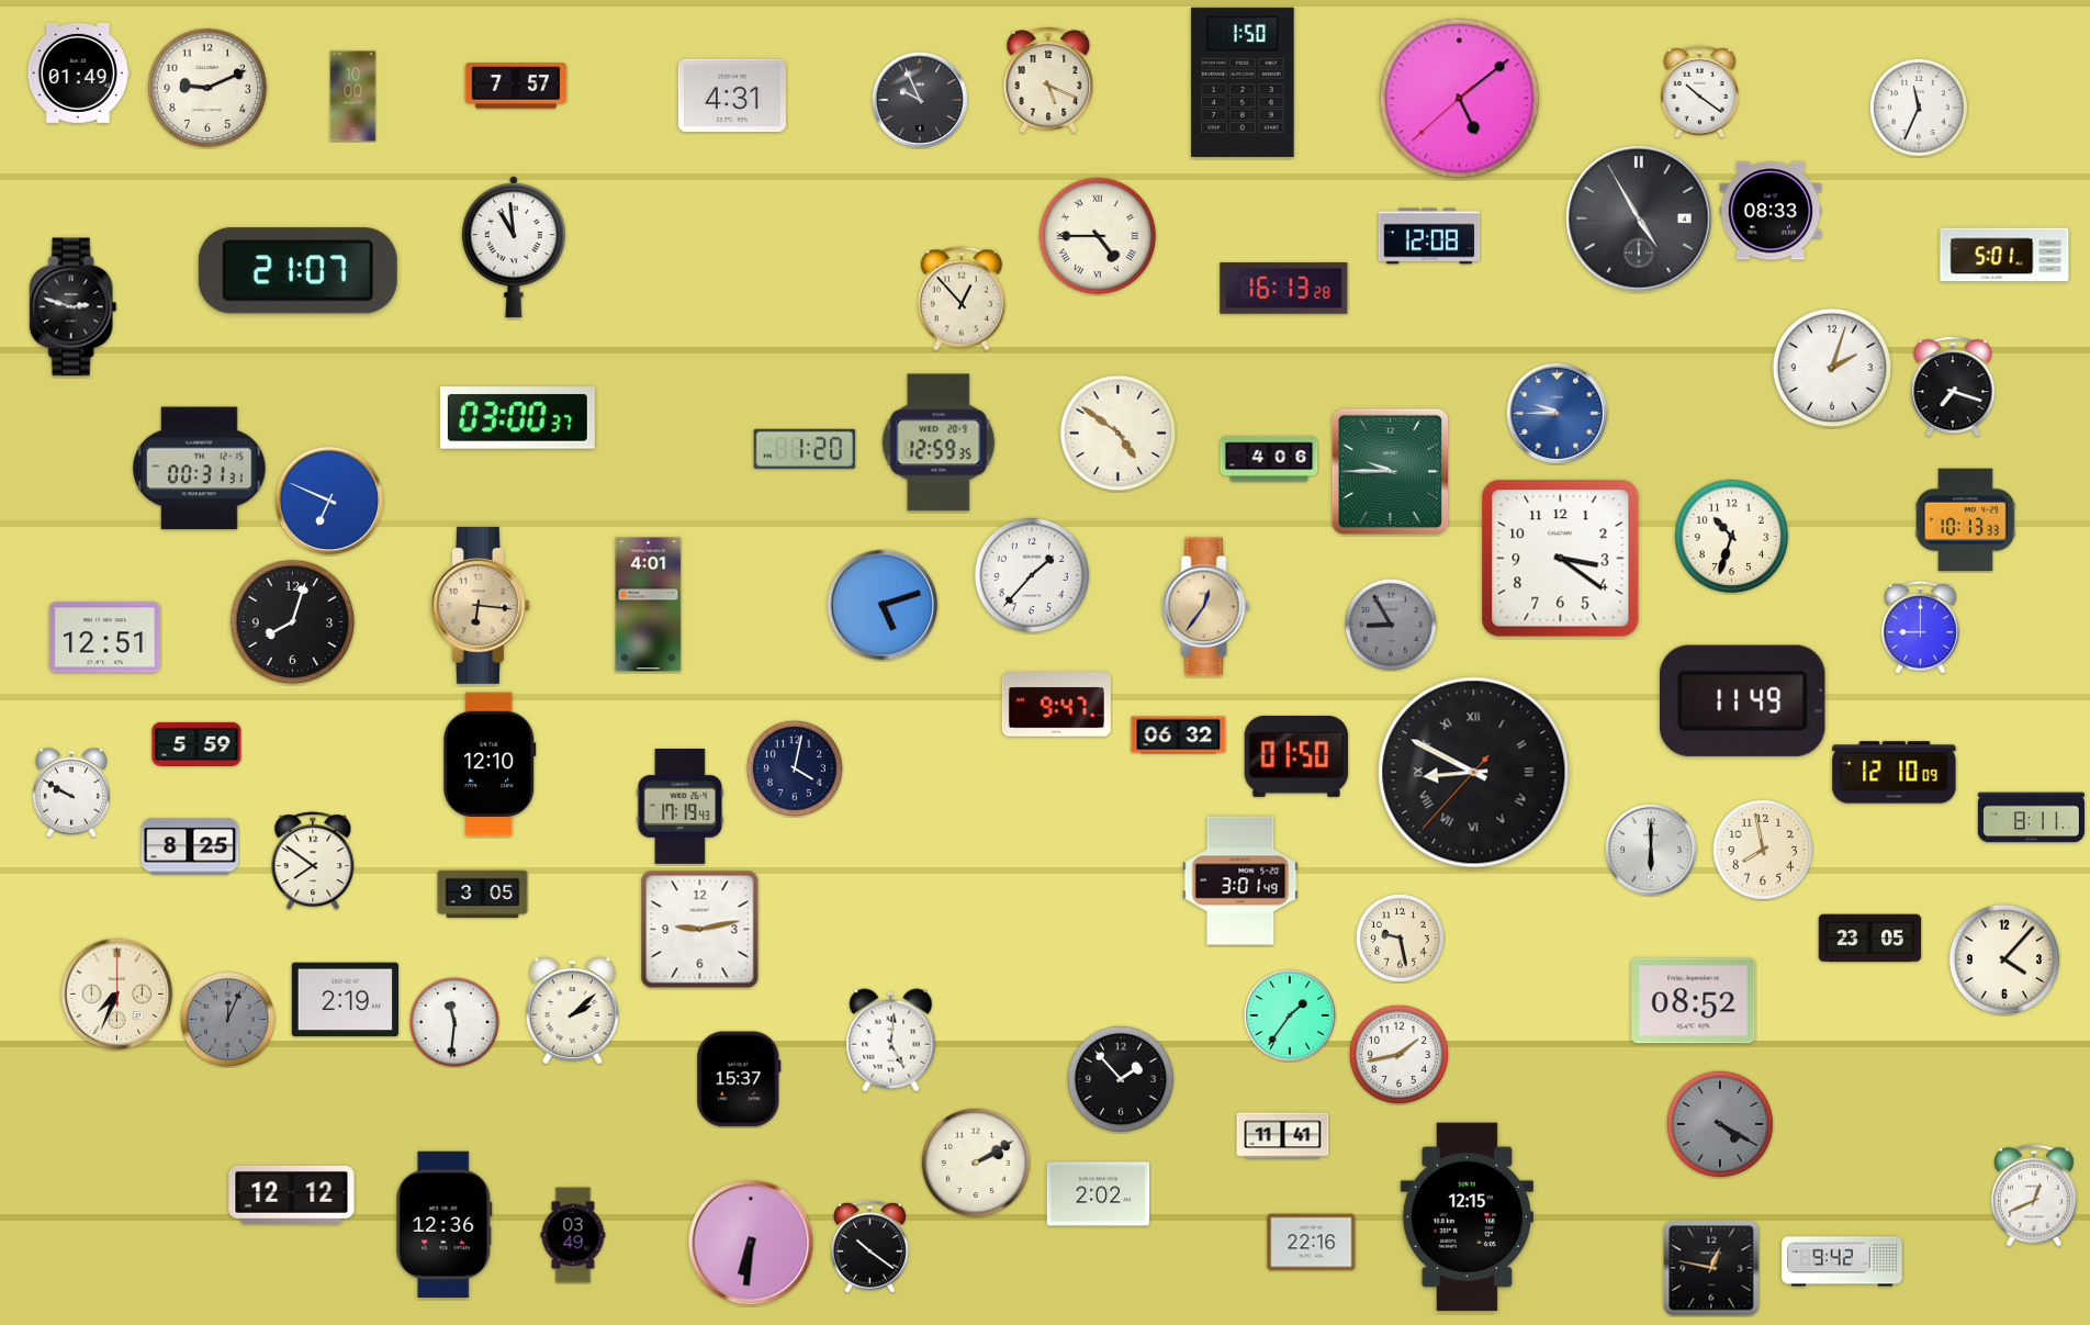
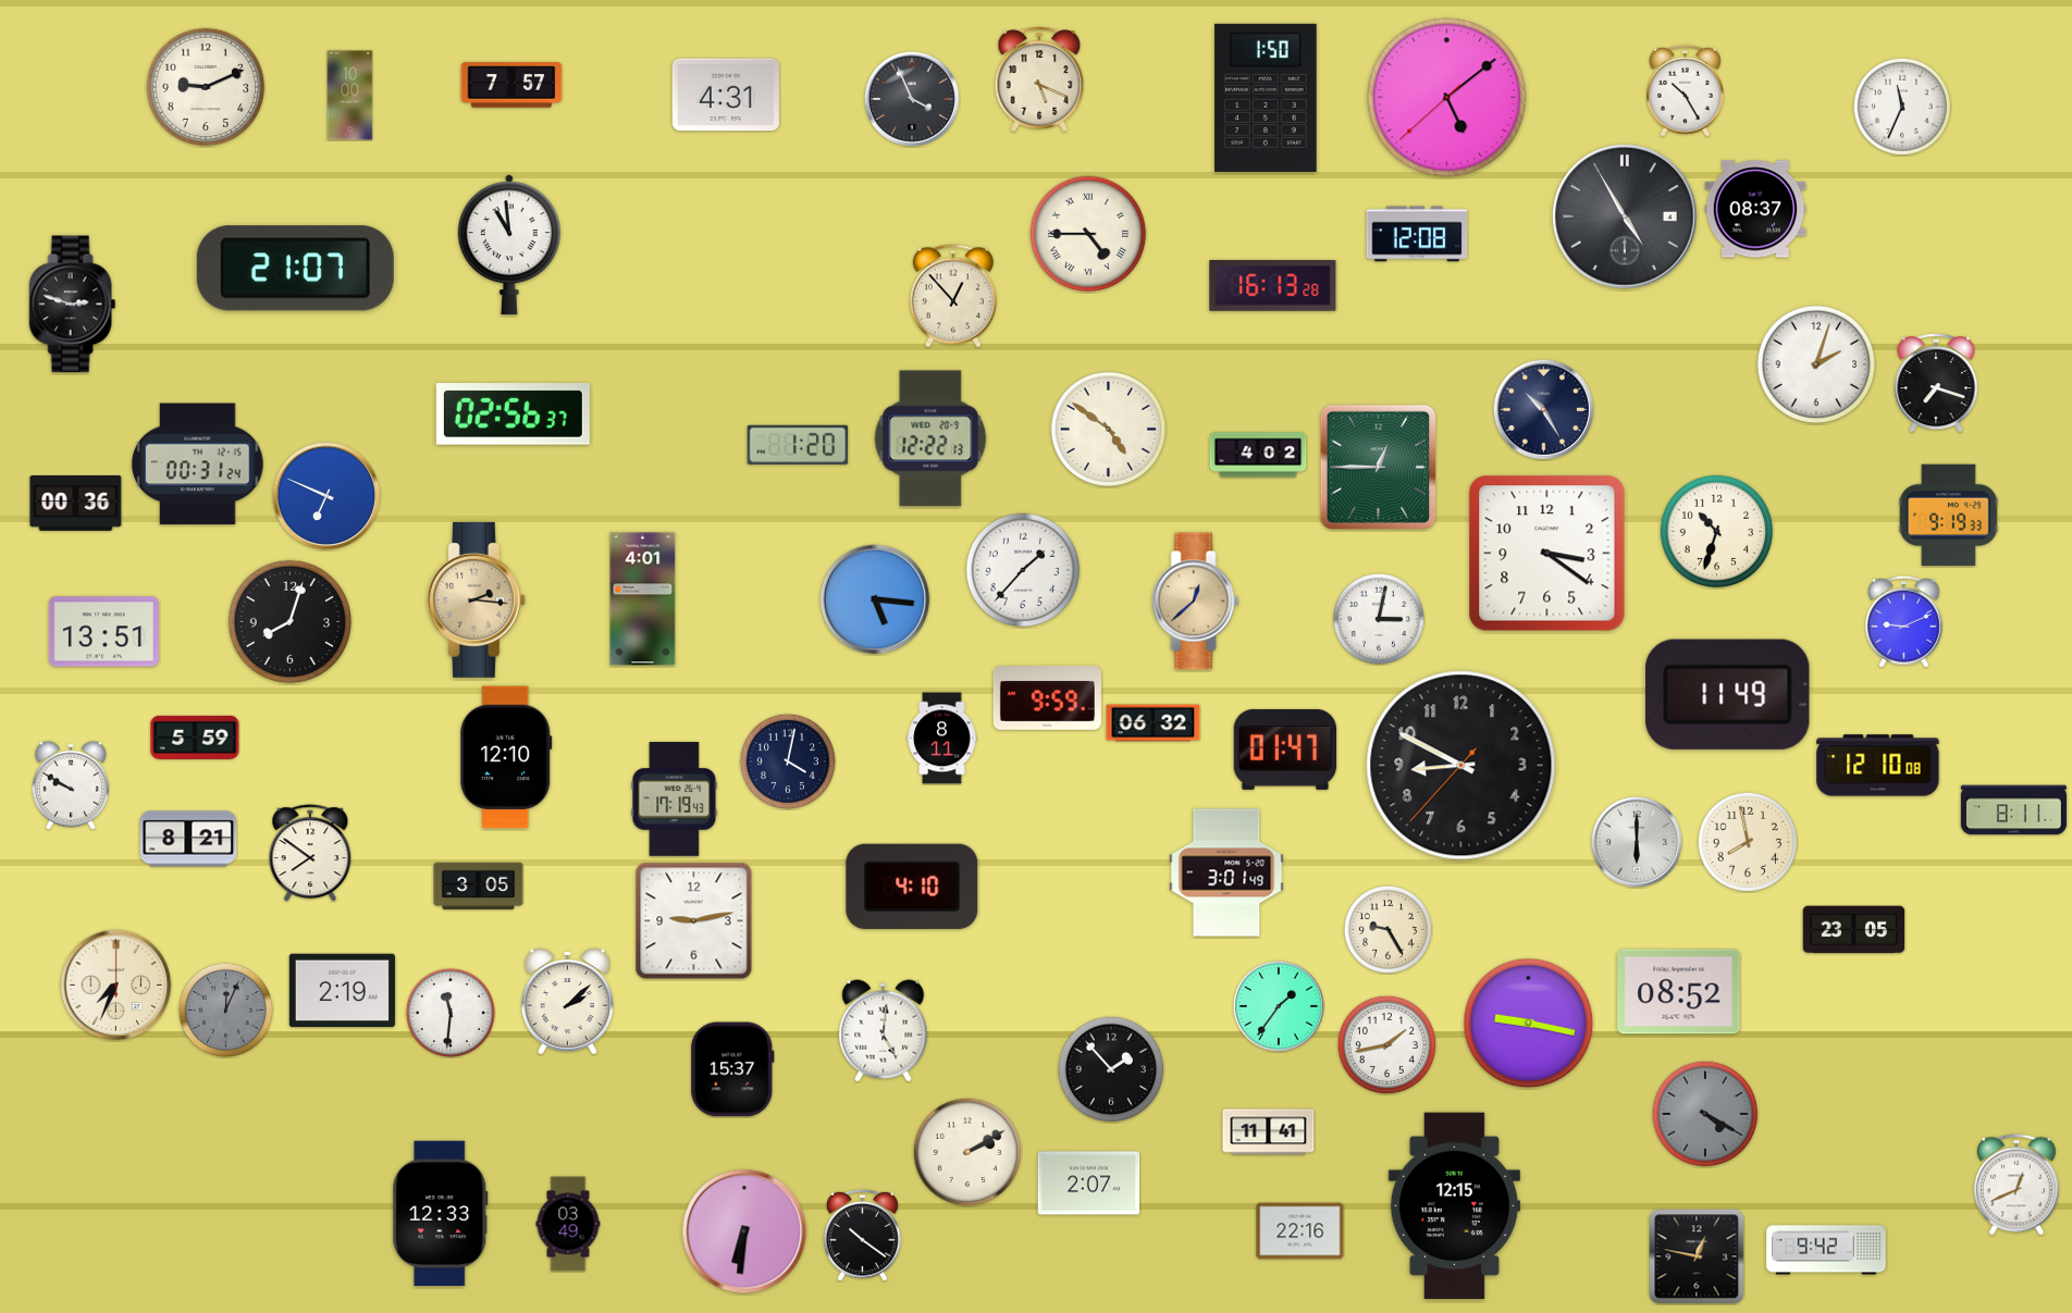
clock at (79, 72): 01:49 -> none
clock at (1243, 82) position: (1243, 82) -> (1266, 98)
clock at (1700, 91): 10:21 -> 10:25
clock at (920, 100): 9:56 -> 3:56
clock at (1771, 211): 08:33 -> 08:37
clock at (2004, 255): 5:01 -> none
clock at (1557, 413): 9:45 -> 10:25
clock at (1557, 413) dial: blue -> navy
clock at (517, 418): 03:00 -> 02:56
clock at (939, 442): 12:59 -> 12:22
clock at (1269, 459): 4:06 -> 4:02
clock at (200, 469): 00:31:31 -> 00:31:24
clock at (1390, 472): 9:45 -> 12:45
clock at (76, 504): none -> 00:36
clock at (1965, 520): 10:13 -> 9:19
clock at (480, 605): 6:16 -> 2:16
clock at (883, 605): 5:12 -> 5:16
clock at (1206, 607): 12:36 -> 12:38
clock at (293, 622) position: (293, 622) -> (291, 622)
clock at (1391, 625): 8:55 -> 3:02
clock at (1391, 625) dial: grey -> white
clock at (1921, 627): 9:00 -> 9:11
clock at (104, 638): 12:51 -> 13:51
clock at (1056, 705): 9:47 -> 9:59
clock at (1179, 736) position: (1179, 736) -> (1154, 723)
clock at (942, 739): none -> 8:11
clock at (1295, 756): 01:50 -> 01:47
clock at (490, 764) position: (490, 764) -> (506, 757)
clock at (1474, 773) numerals: Roman -> Arabic
clock at (1895, 773): 12:10:09 -> 12:10:08
clock at (190, 846): 8:25 -> 8:21
clock at (1240, 880) position: (1240, 880) -> (1226, 872)
clock at (912, 887): none -> 4:10
clock at (1400, 937): 9:28 -> 9:25
clock at (2003, 958): 4:07 -> none
clock at (1529, 1024): none -> 9:17
clock at (1283, 1136) position: (1283, 1136) -> (1269, 1132)
clock at (292, 1194): 12:12 -> none
clock at (1099, 1194): 2:02 -> 2:07
clock at (445, 1225): 12:36 -> 12:33
